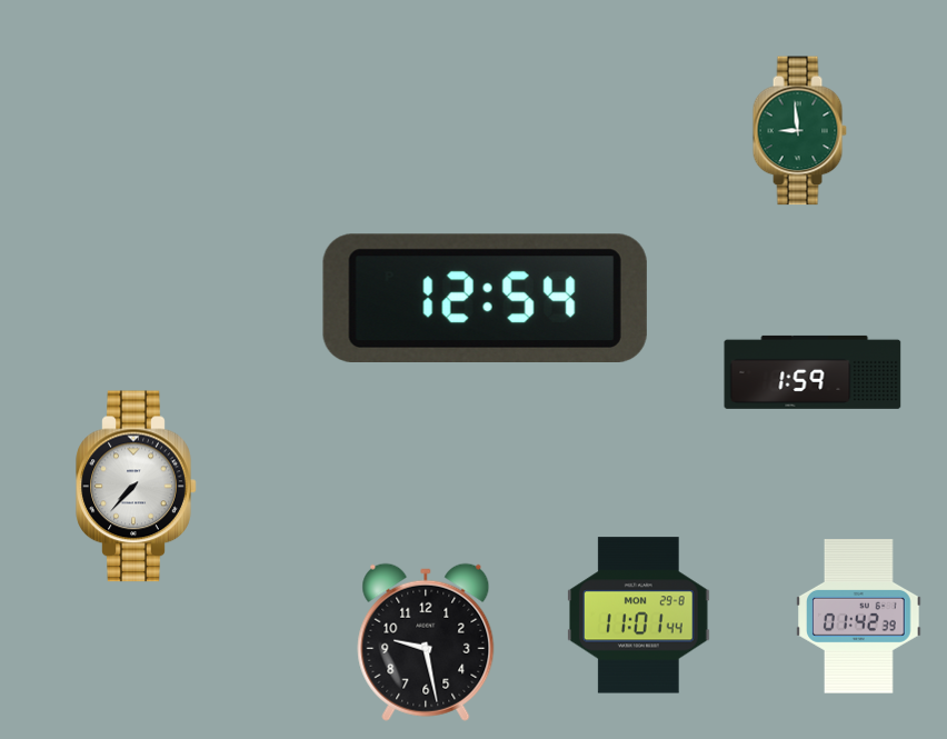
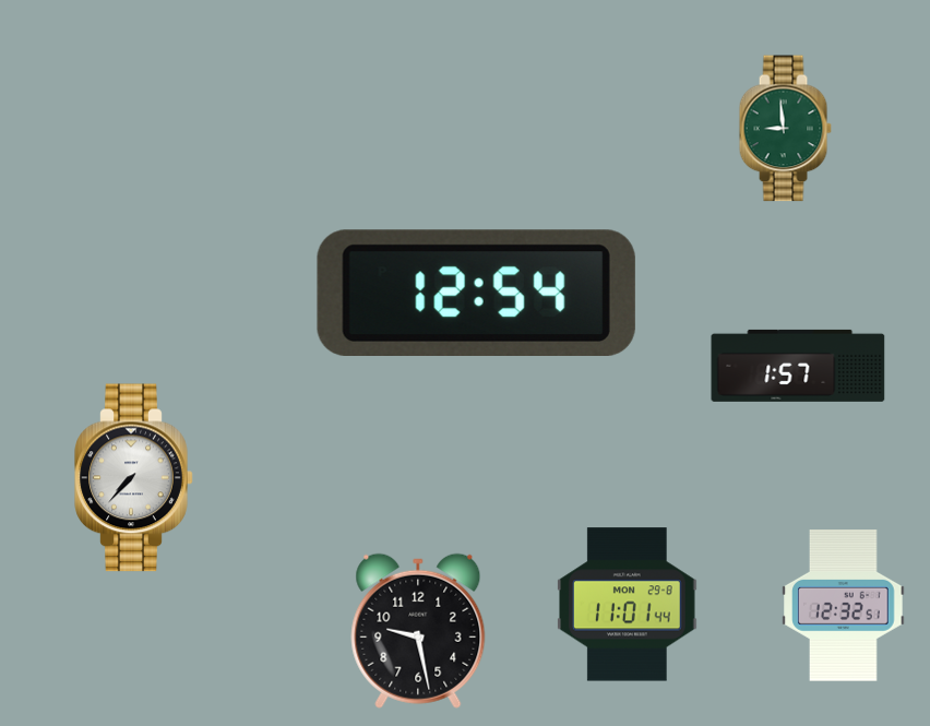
clock at (813, 372): 1:59 -> 1:57
clock at (859, 617): 01:42 -> 12:32
